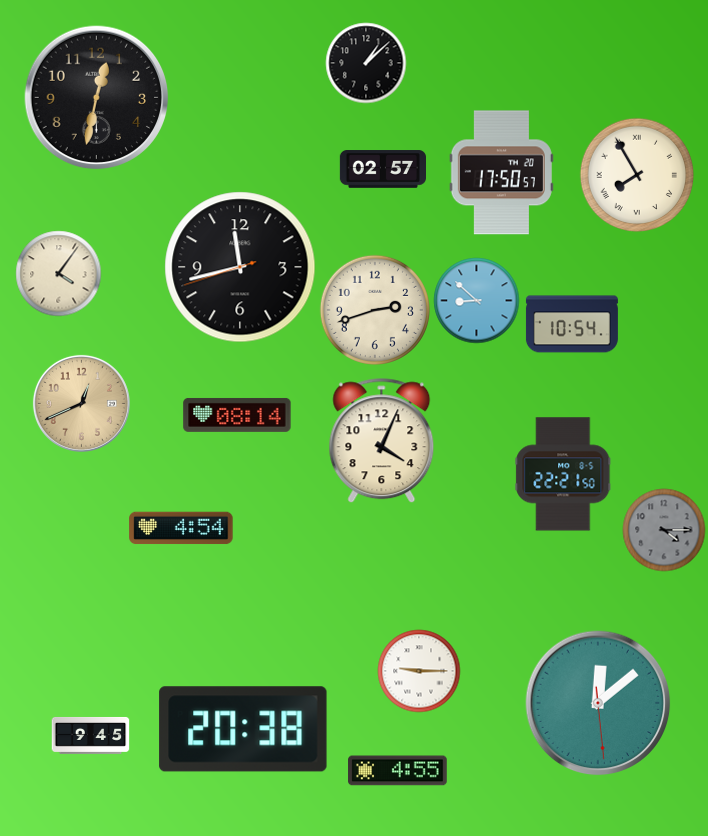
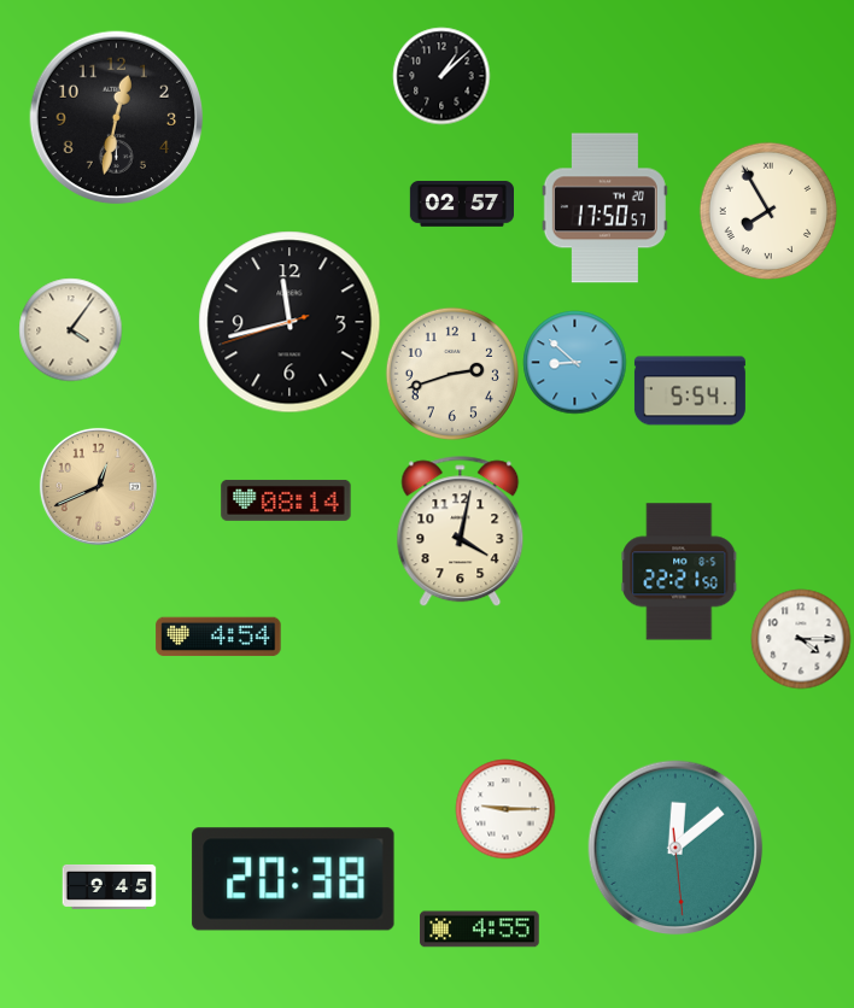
clock at (572, 324): 10:54 -> 5:54
clock at (382, 441): 4:04 -> 4:02
clock at (664, 530) dial: grey -> white
clock at (598, 703) position: (598, 703) -> (675, 848)
